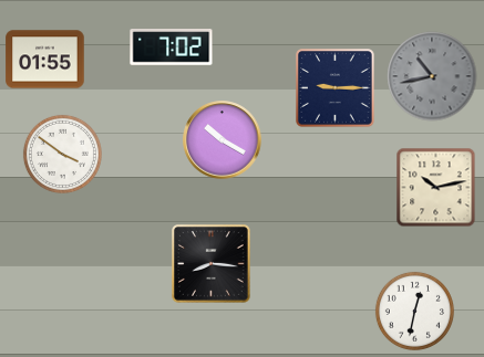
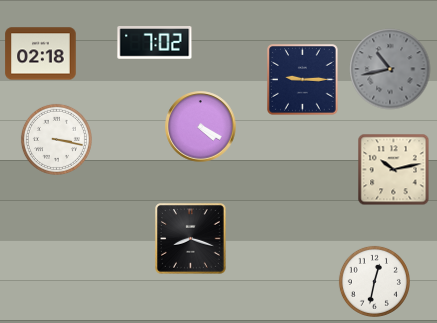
clock at (45, 60): 01:55 -> 02:18
clock at (223, 140): 10:20 -> 4:20
clock at (62, 154): 3:51 -> 3:17
clock at (212, 264): 8:16 -> 8:18
